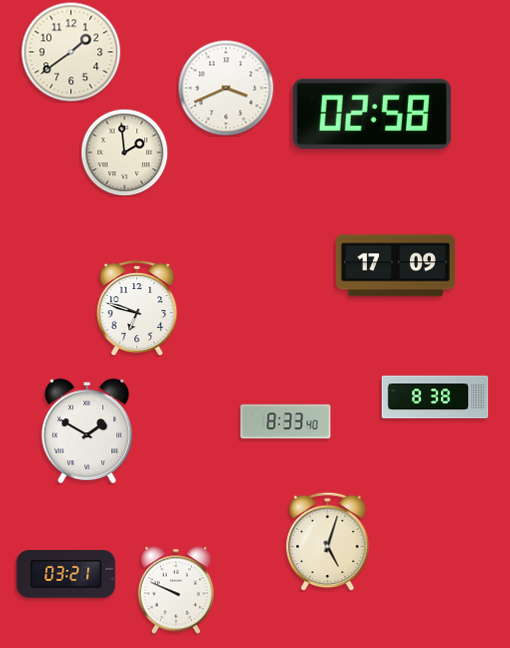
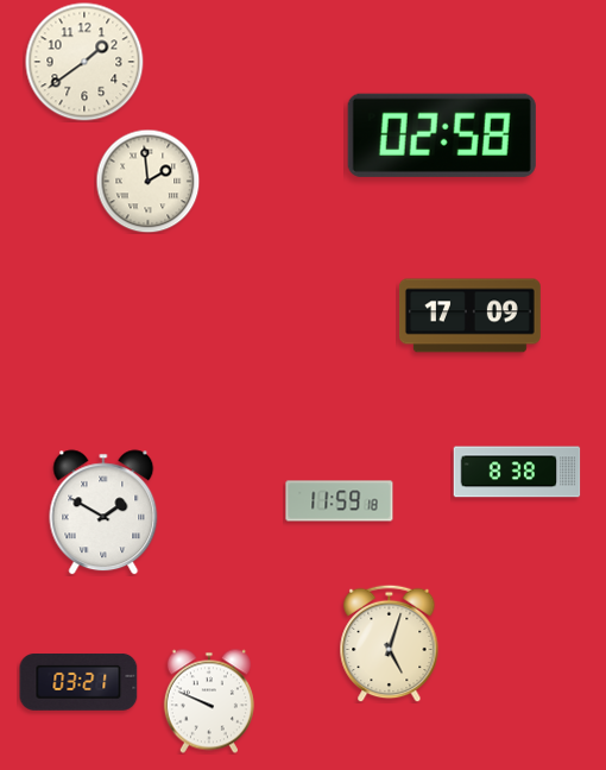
clock at (226, 88): 3:41 -> none
clock at (137, 308): 6:48 -> none
clock at (286, 422): 8:33 -> 11:59
